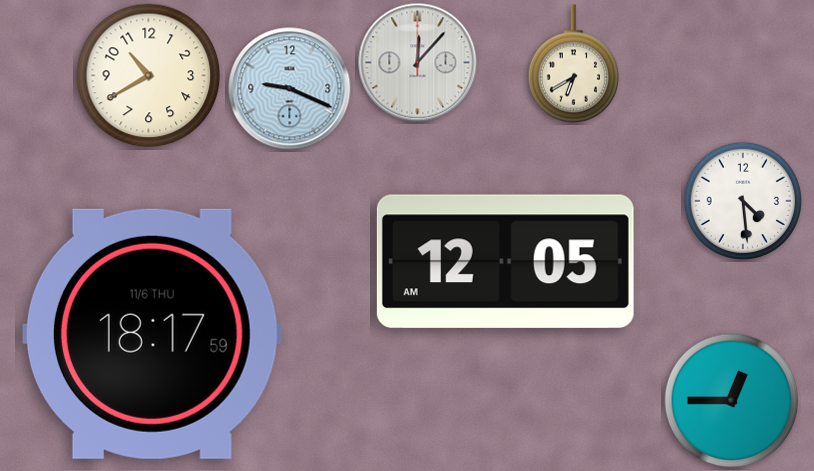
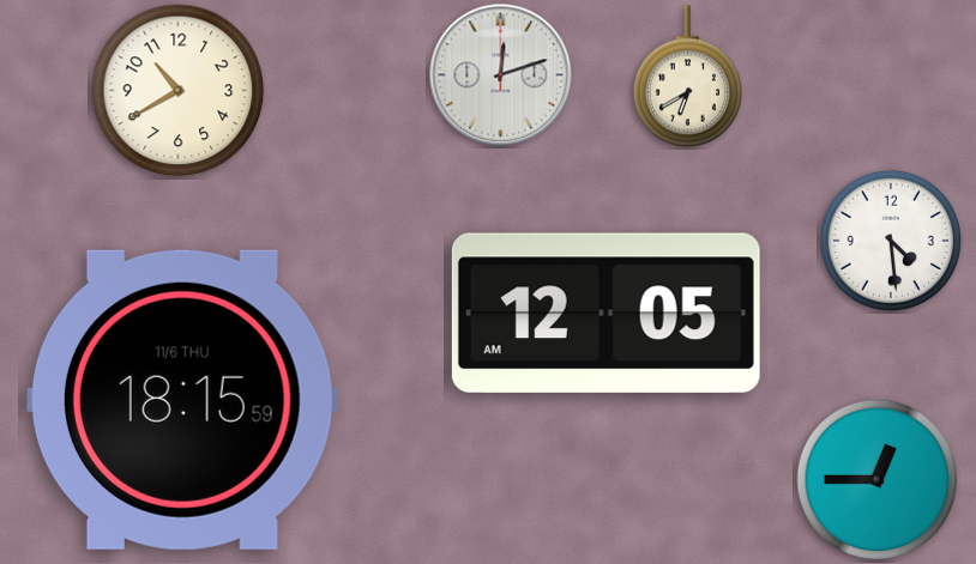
clock at (418, 63): 12:07 -> 12:12
clock at (290, 89): 9:19 -> none
clock at (152, 334): 18:17 -> 18:15
